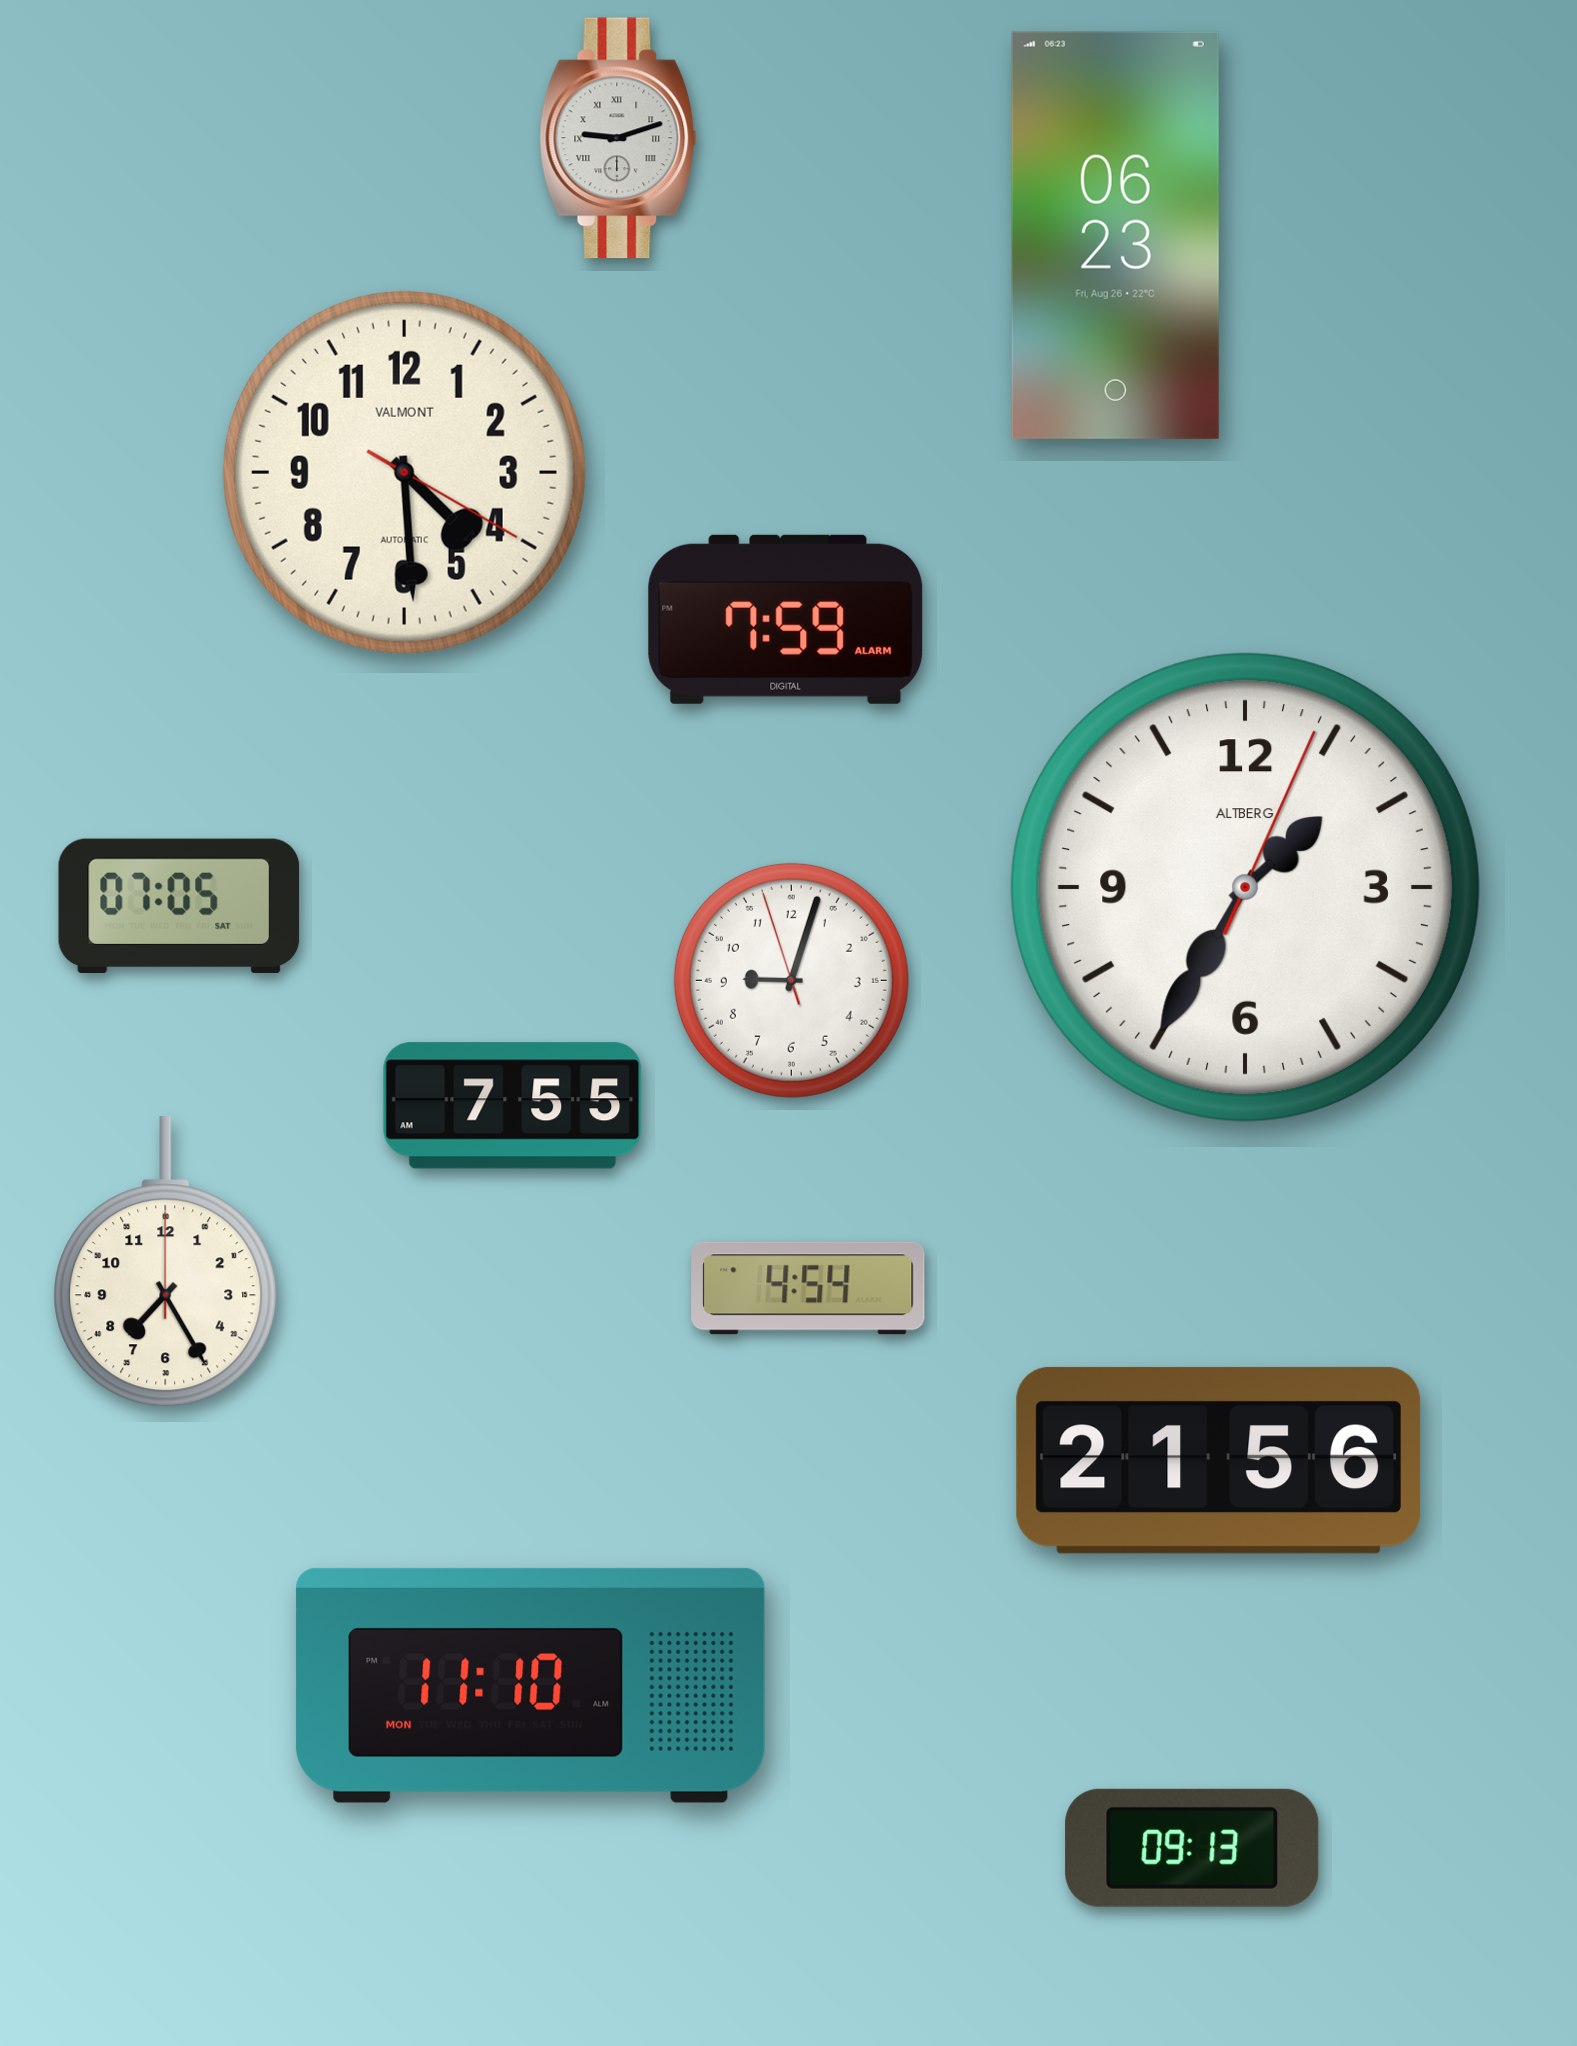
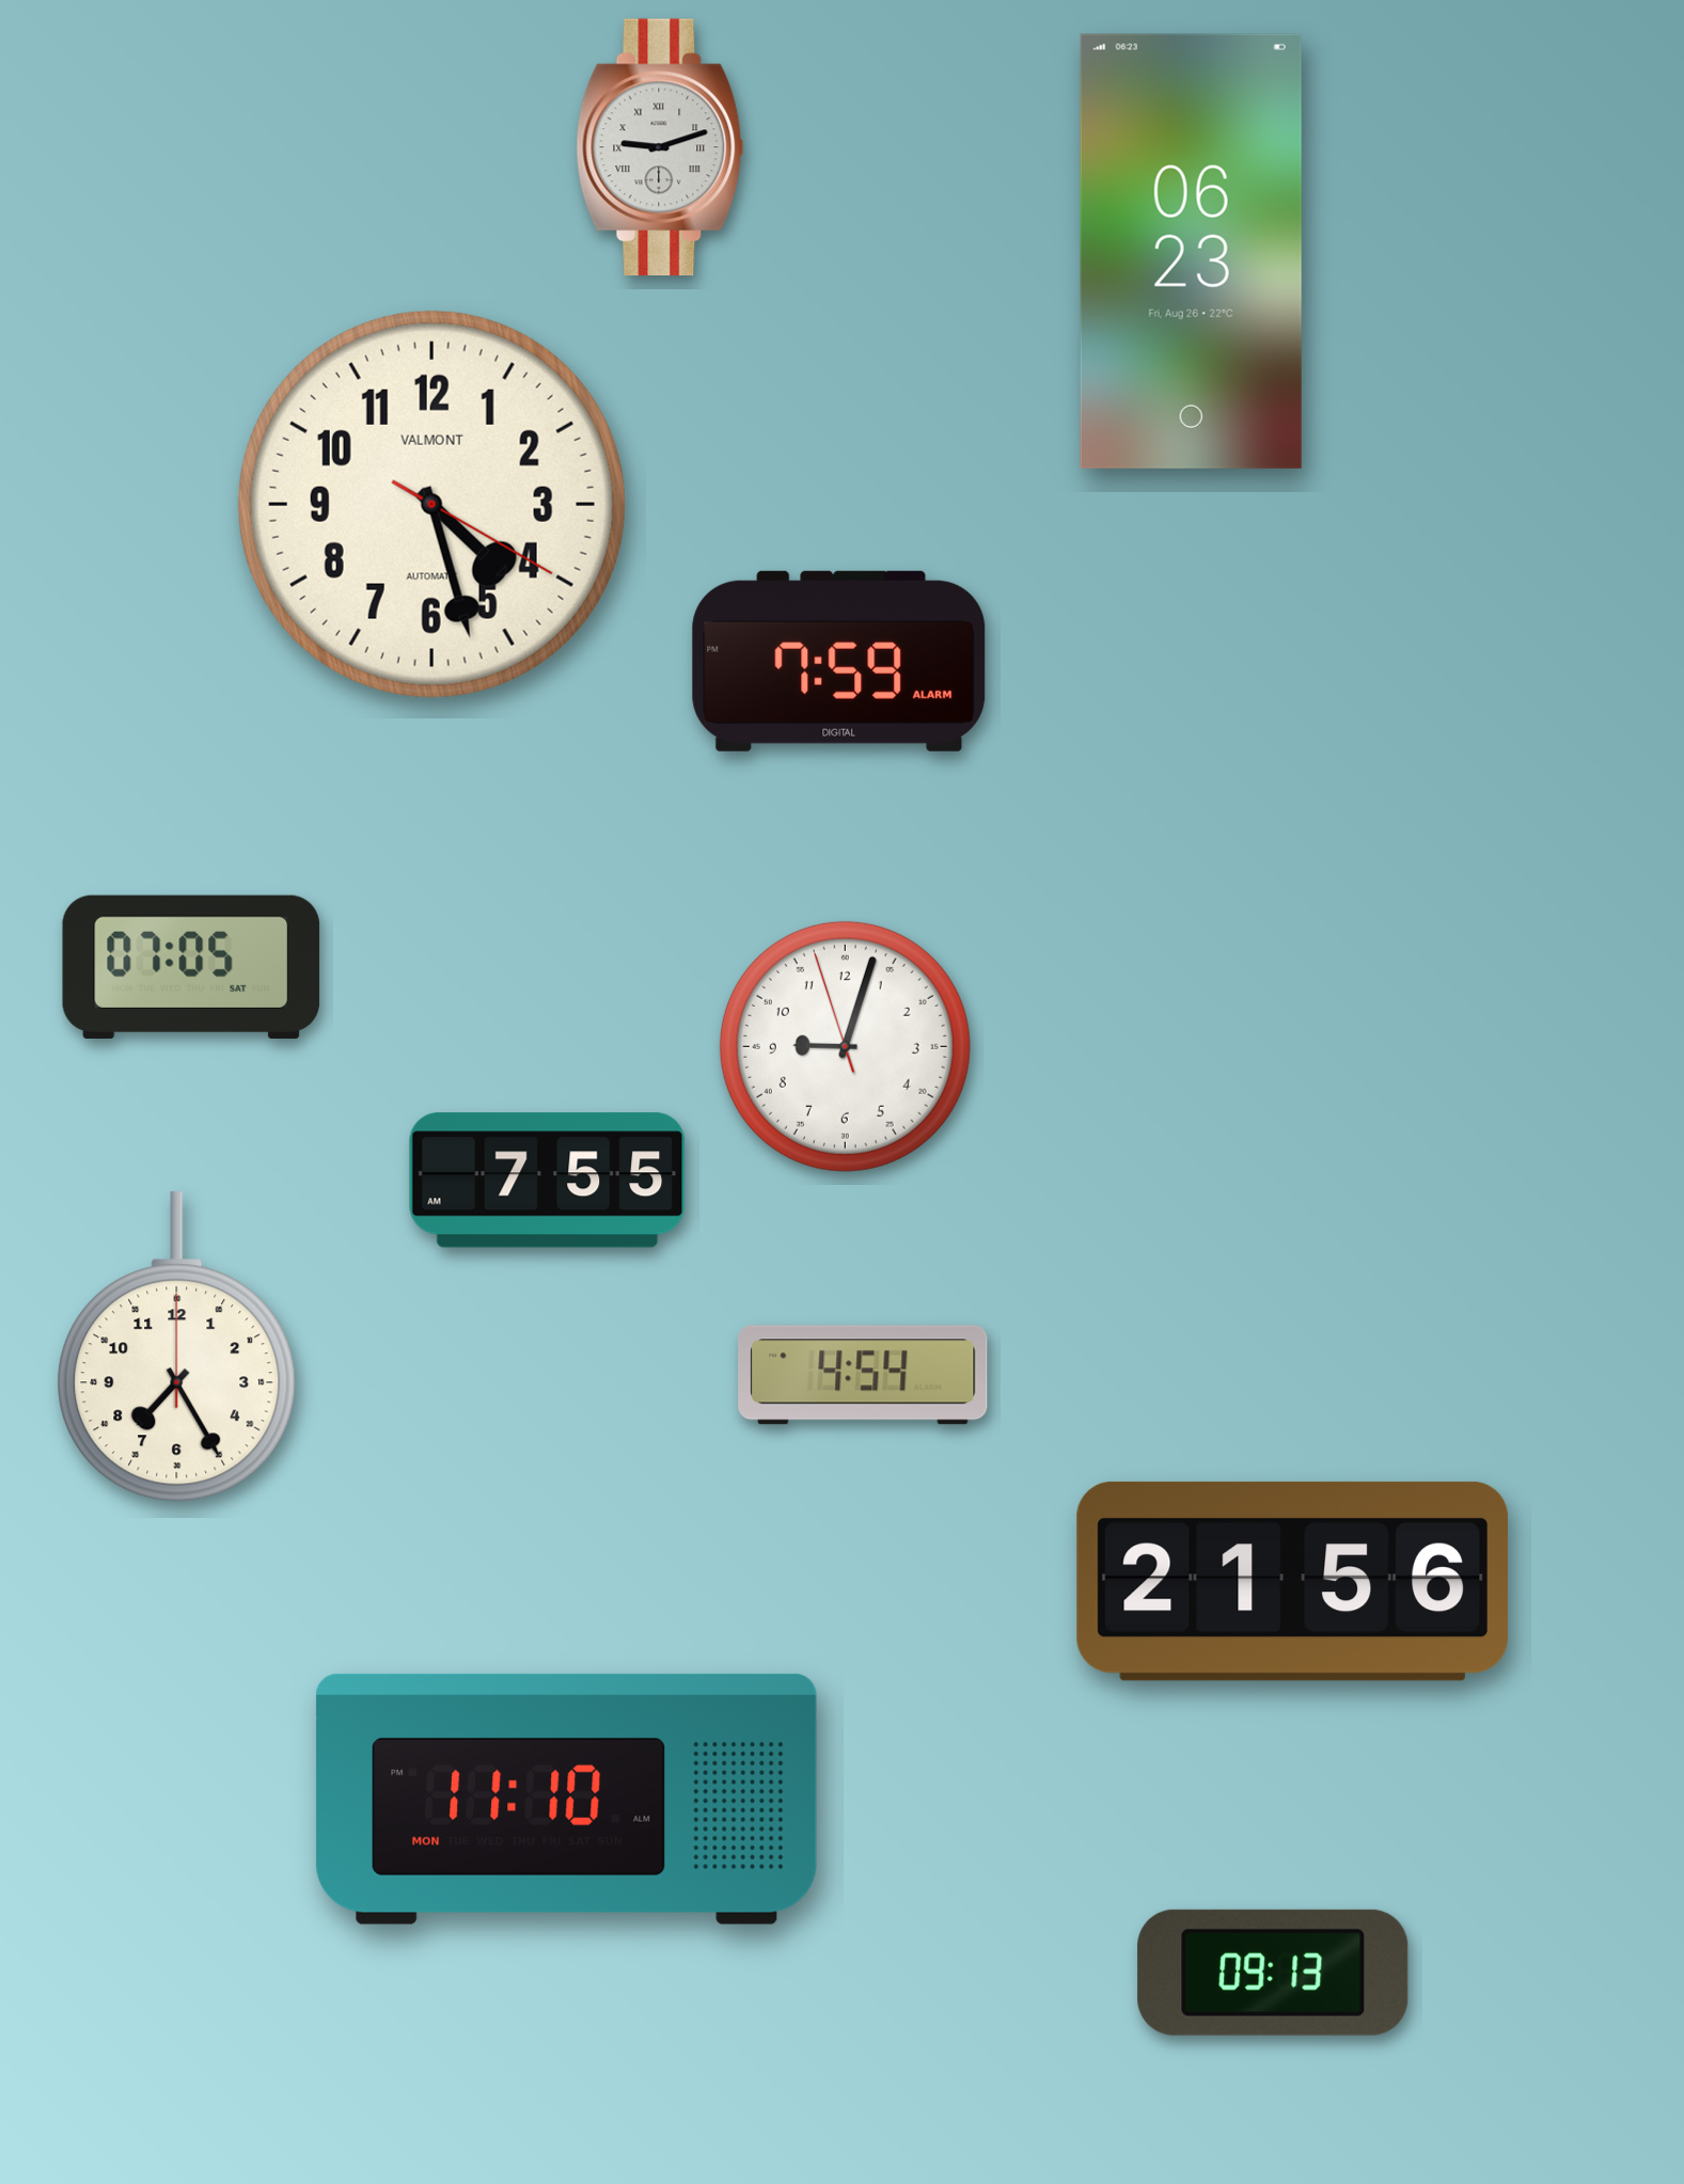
clock at (404, 472): 4:29 -> 4:27
clock at (1245, 887): 1:35 -> none
clock at (1218, 1460) position: (1218, 1460) -> (1292, 1581)
